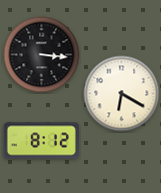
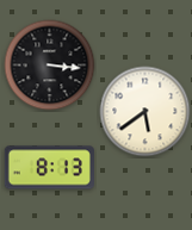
clock at (122, 94): 6:20 -> 5:39
clock at (41, 141): 8:12 -> 8:13
